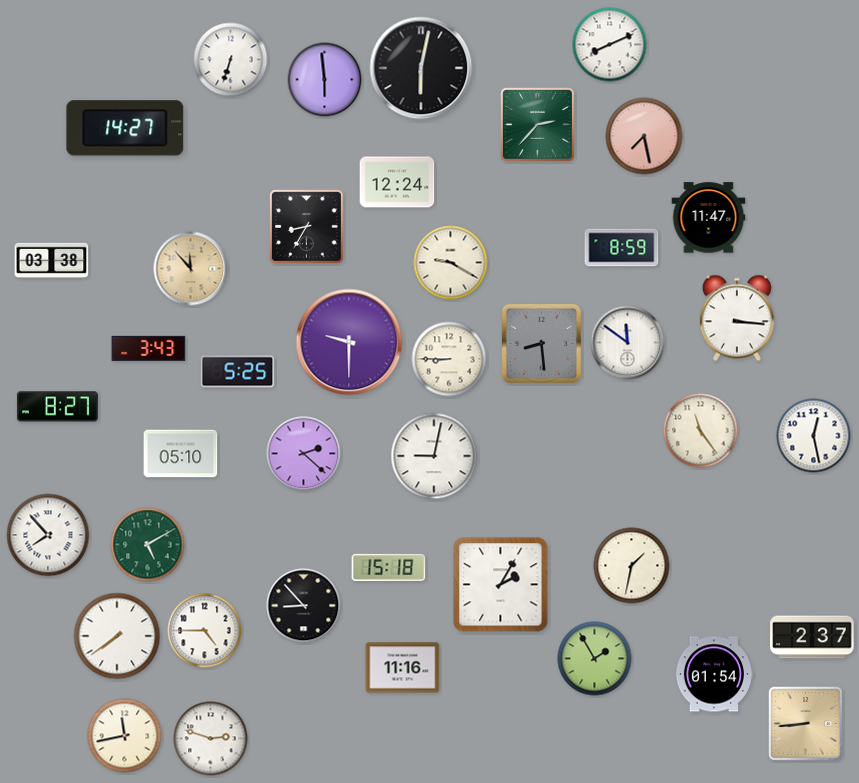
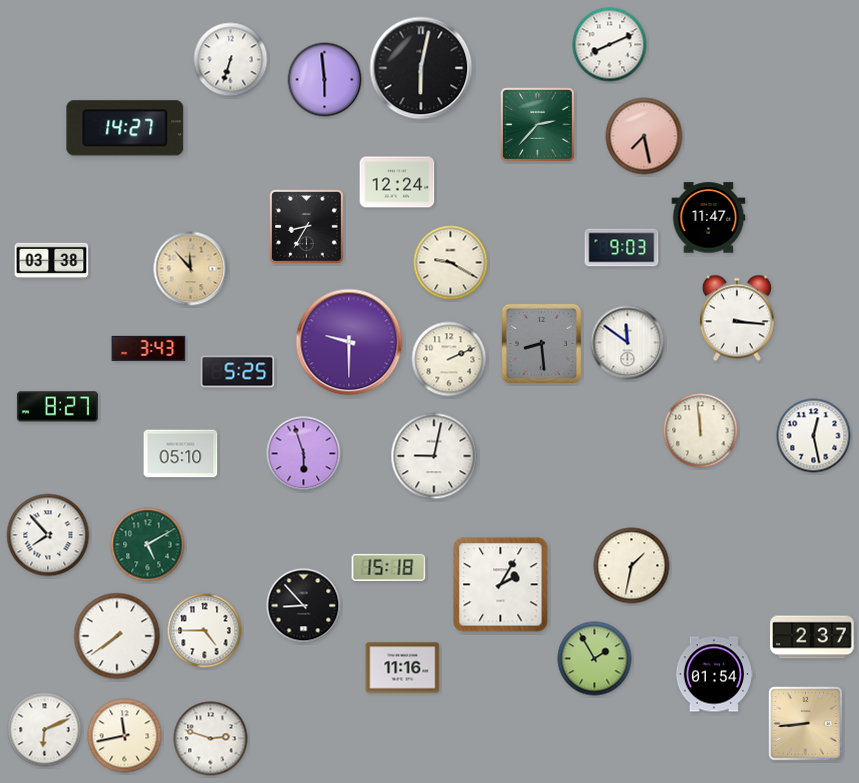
clock at (622, 248): 8:59 -> 9:03
clock at (449, 359): 8:45 -> 2:11
clock at (701, 431): 11:24 -> 11:59
clock at (304, 454): 2:22 -> 5:57
clock at (45, 730): none -> 6:11
